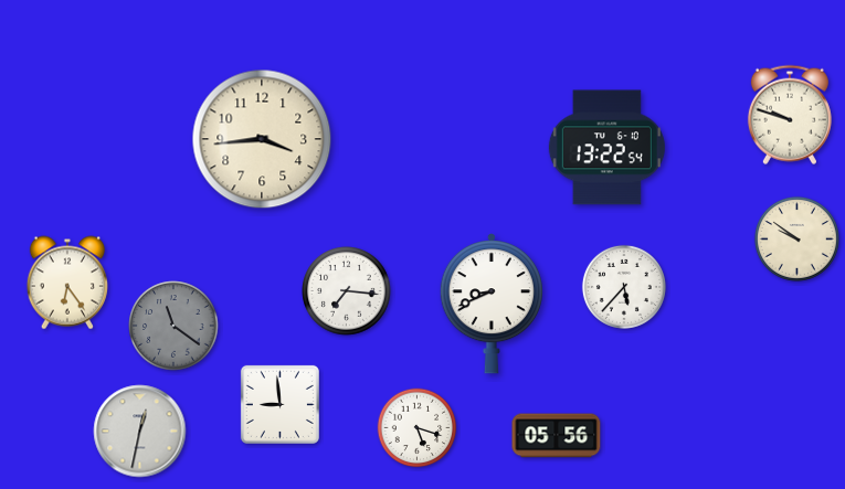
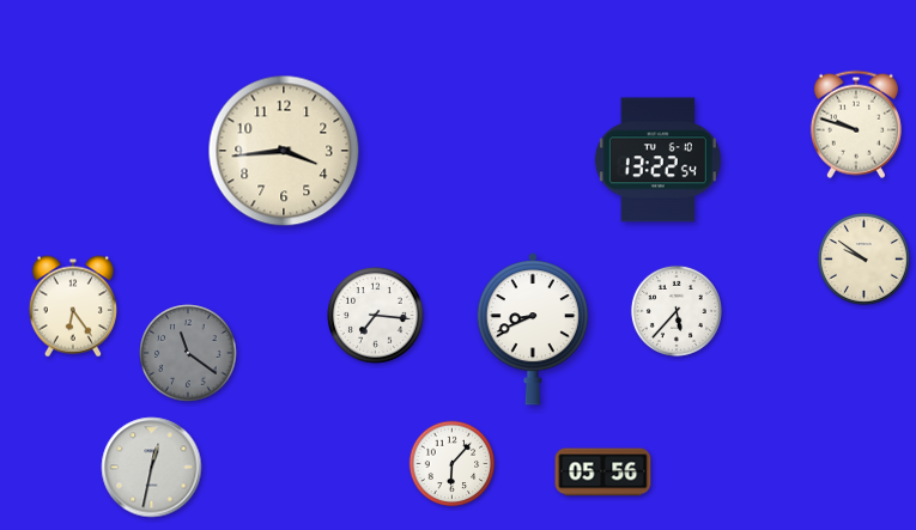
clock at (279, 404): 8:59 -> none
clock at (418, 428): 5:18 -> 6:07
